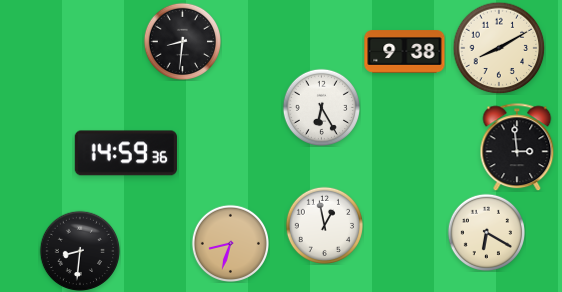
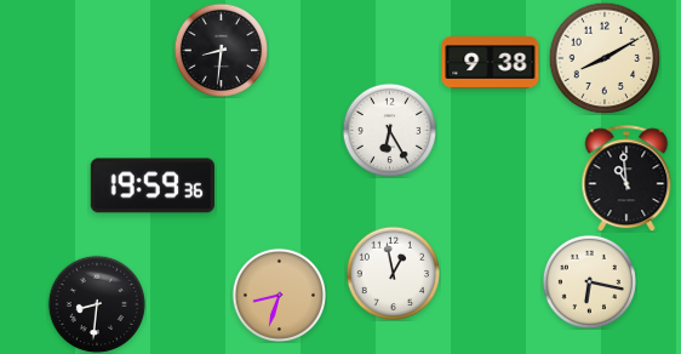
clock at (517, 147): 2:59 -> 10:59
clock at (126, 153): 14:59 -> 19:59
clock at (486, 232): 6:20 -> 6:17
